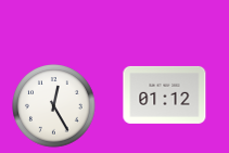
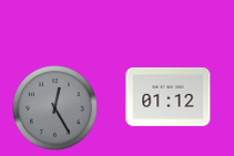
clock at (54, 106) dial: white -> grey
